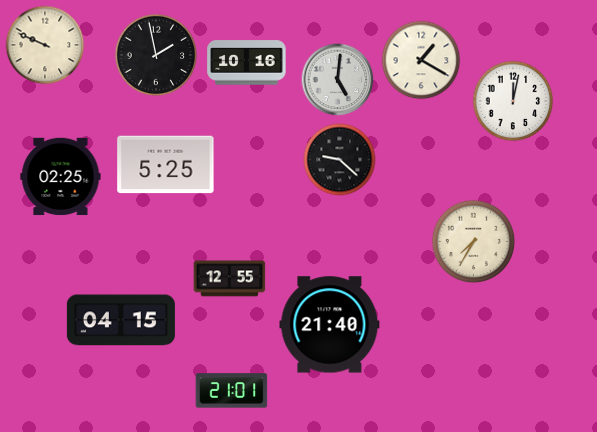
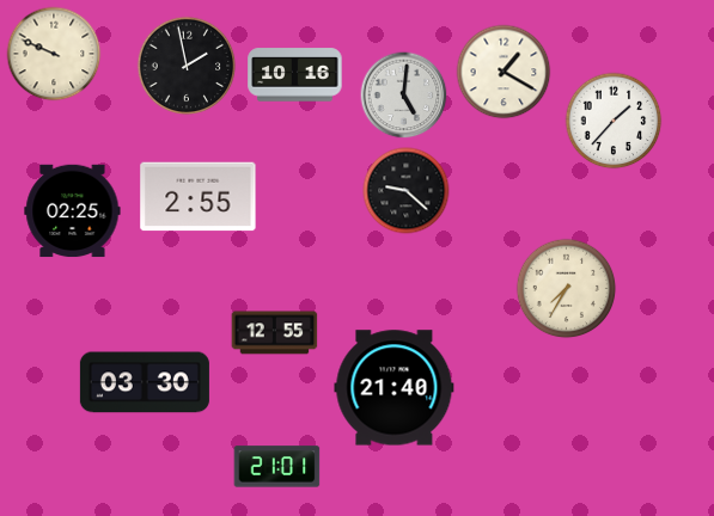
clock at (513, 101): 12:02 -> 1:37
clock at (166, 165): 5:25 -> 2:55
clock at (121, 320): 04:15 -> 03:30
